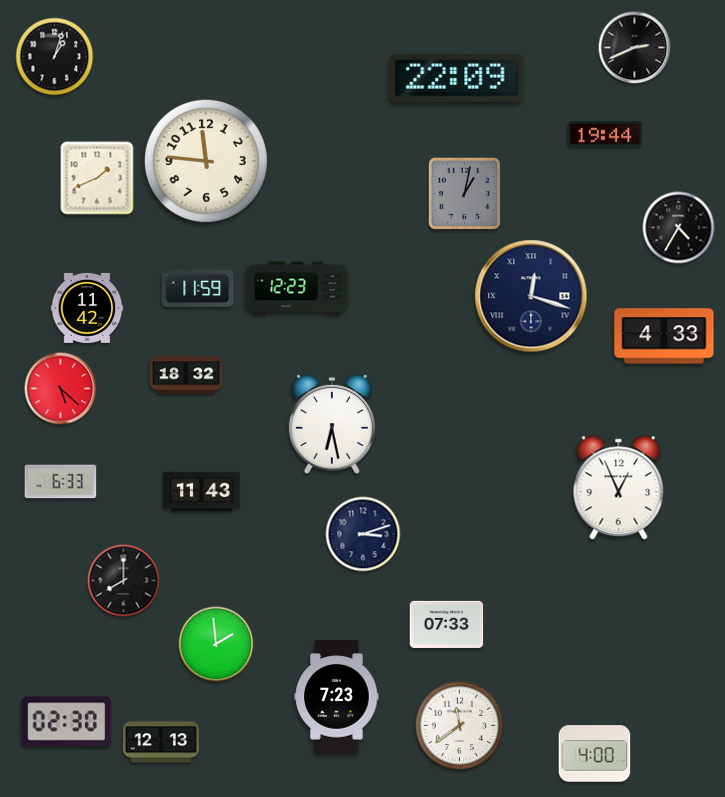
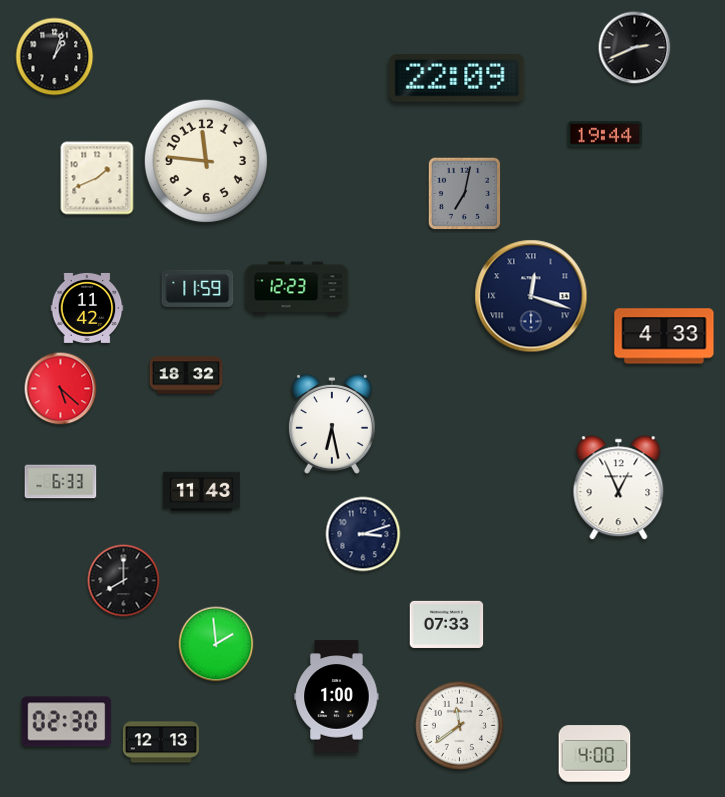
clock at (465, 194): 1:02 -> 7:02
clock at (679, 228): 4:35 -> none
clock at (337, 697): 7:23 -> 1:00
